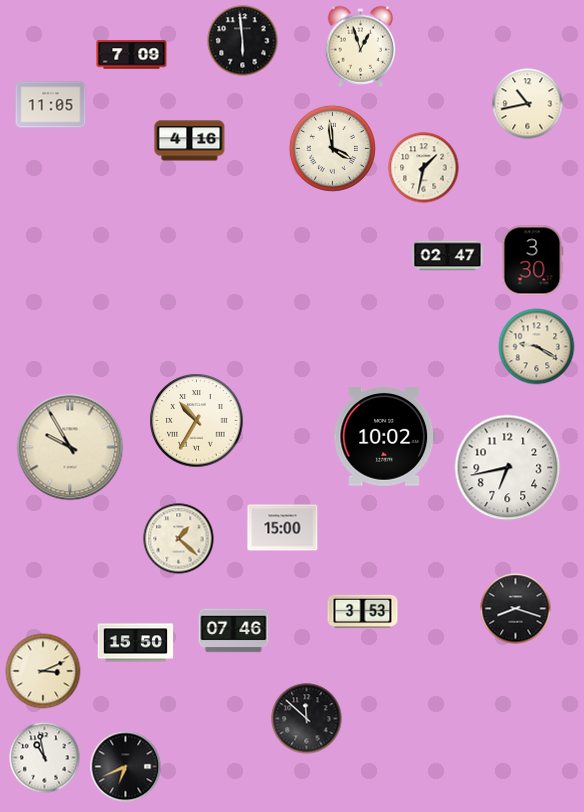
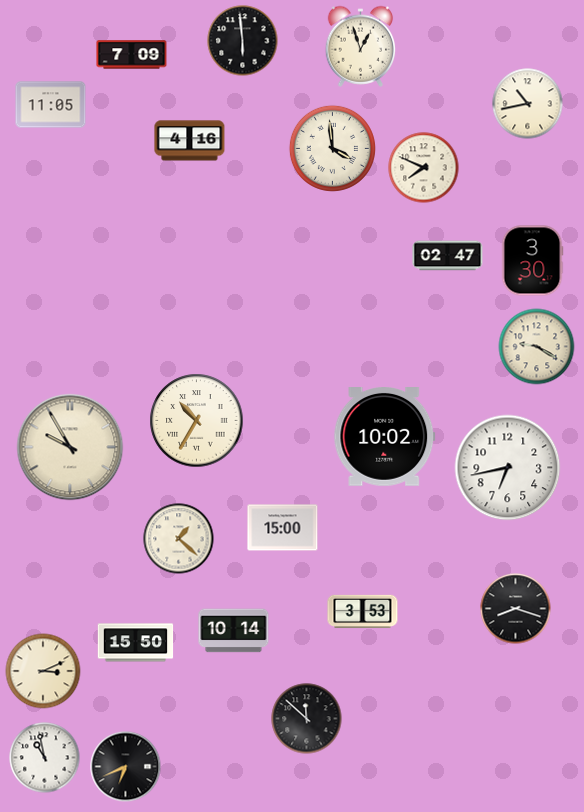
clock at (424, 168): 1:32 -> 7:49
clock at (234, 631): 07:46 -> 10:14
